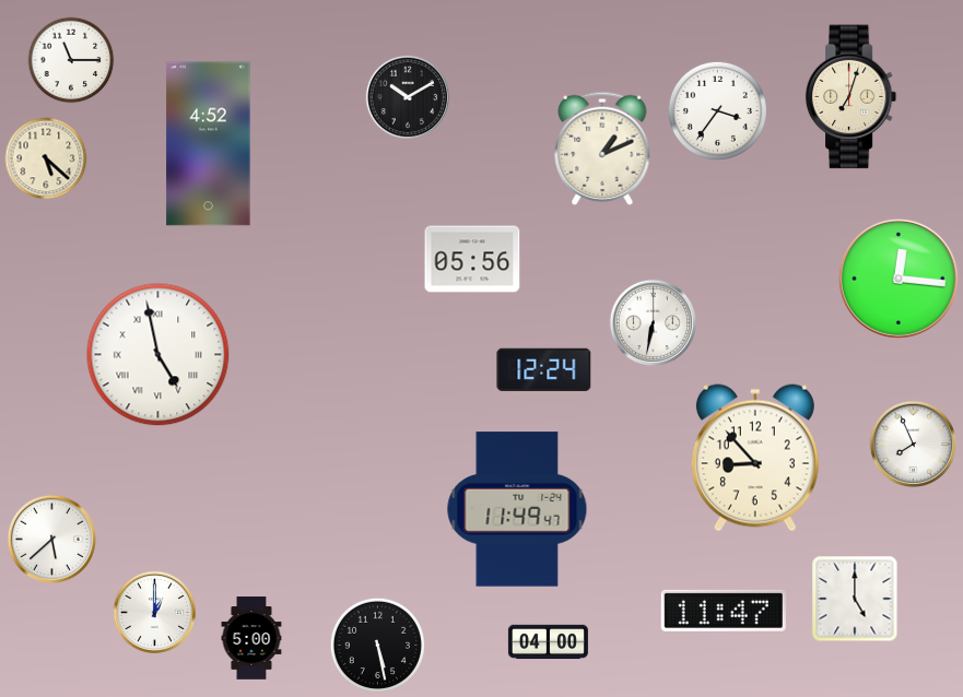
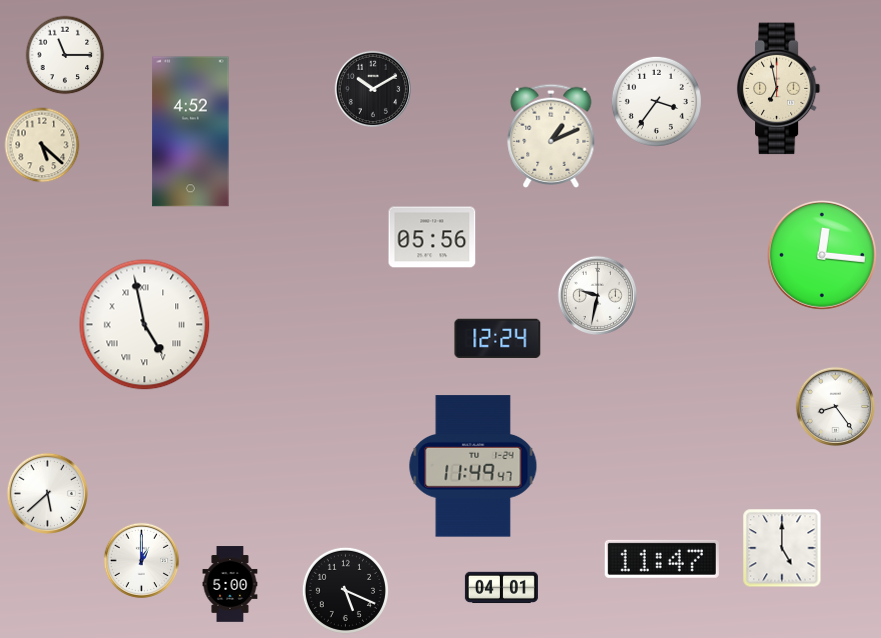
clock at (852, 97): 7:03 -> 6:58
clock at (653, 322): 6:32 -> 9:32
clock at (913, 444): 7:56 -> 8:24
clock at (755, 458): 8:53 -> none
clock at (548, 642): 04:00 -> 04:01
clock at (377, 645): 5:28 -> 5:19
